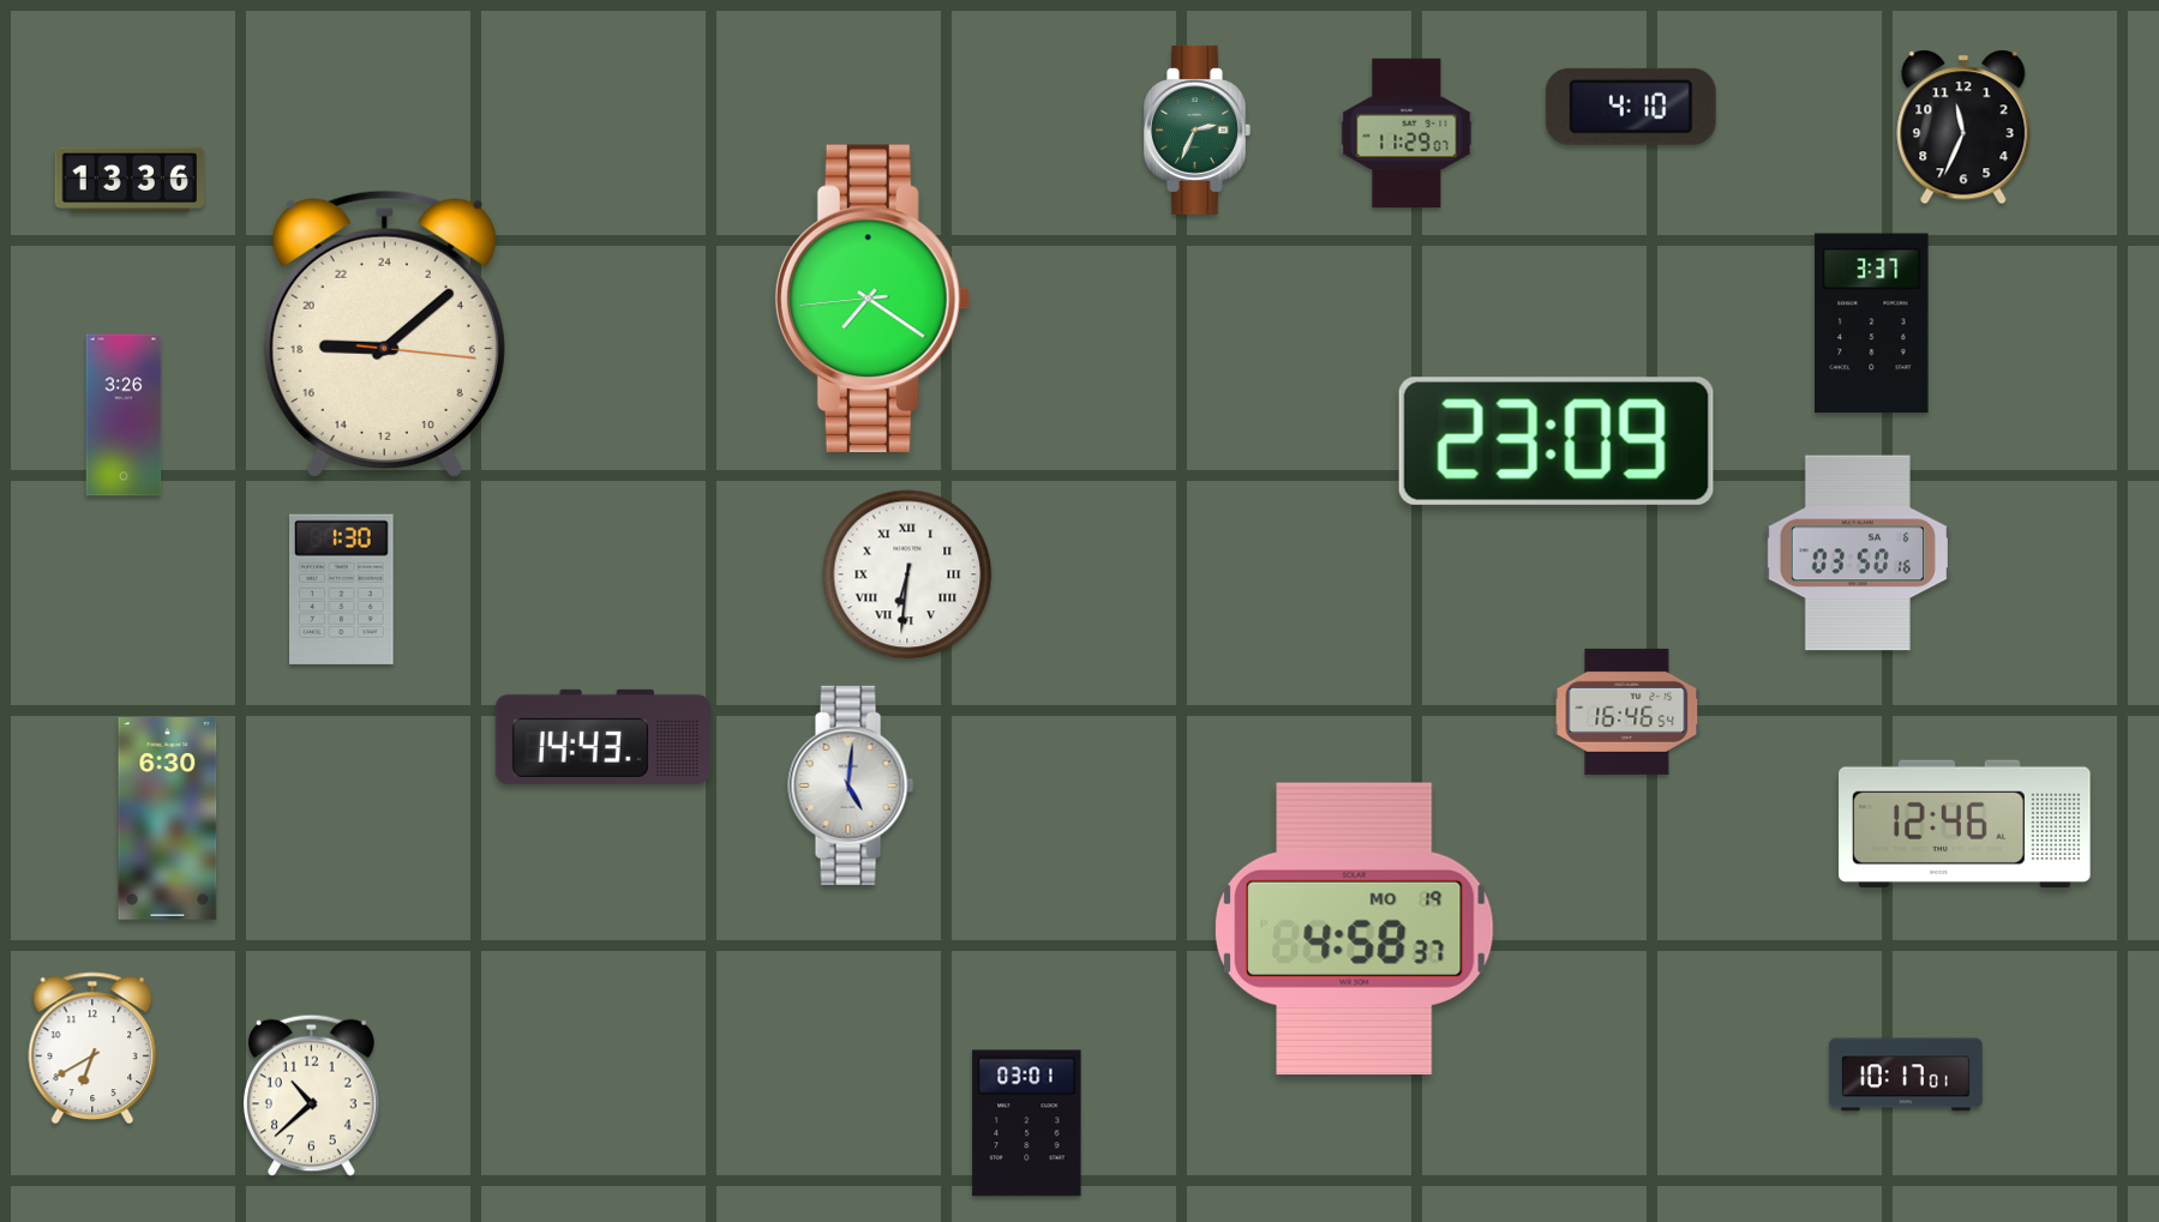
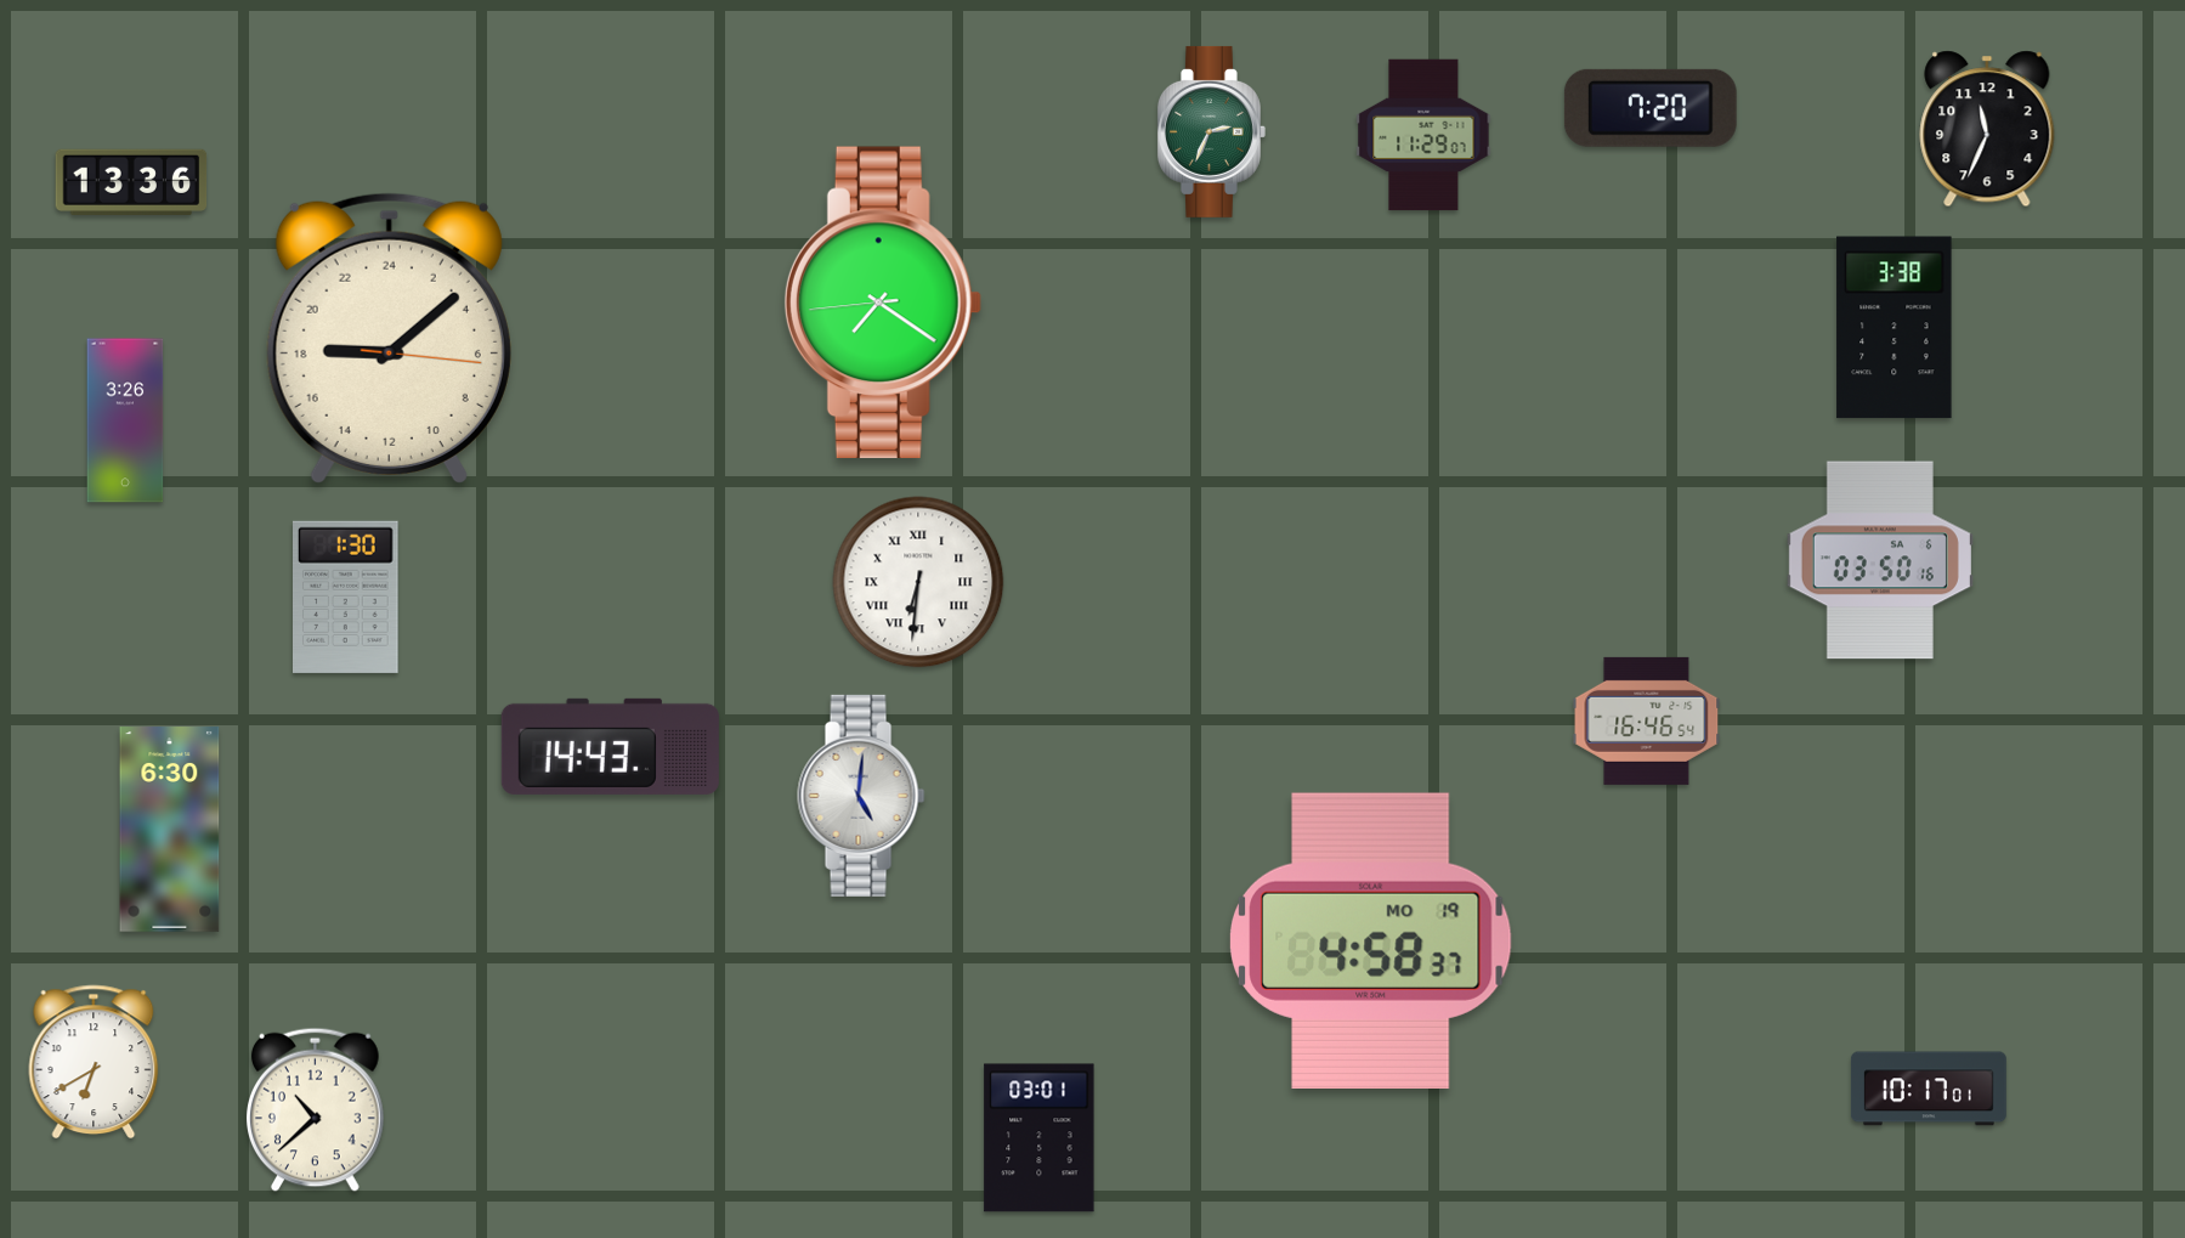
clock at (1631, 107): 4:10 -> 7:20
clock at (1872, 324): 3:37 -> 3:38
clock at (1557, 441): 23:09 -> none
clock at (1965, 824): 12:46 -> none
